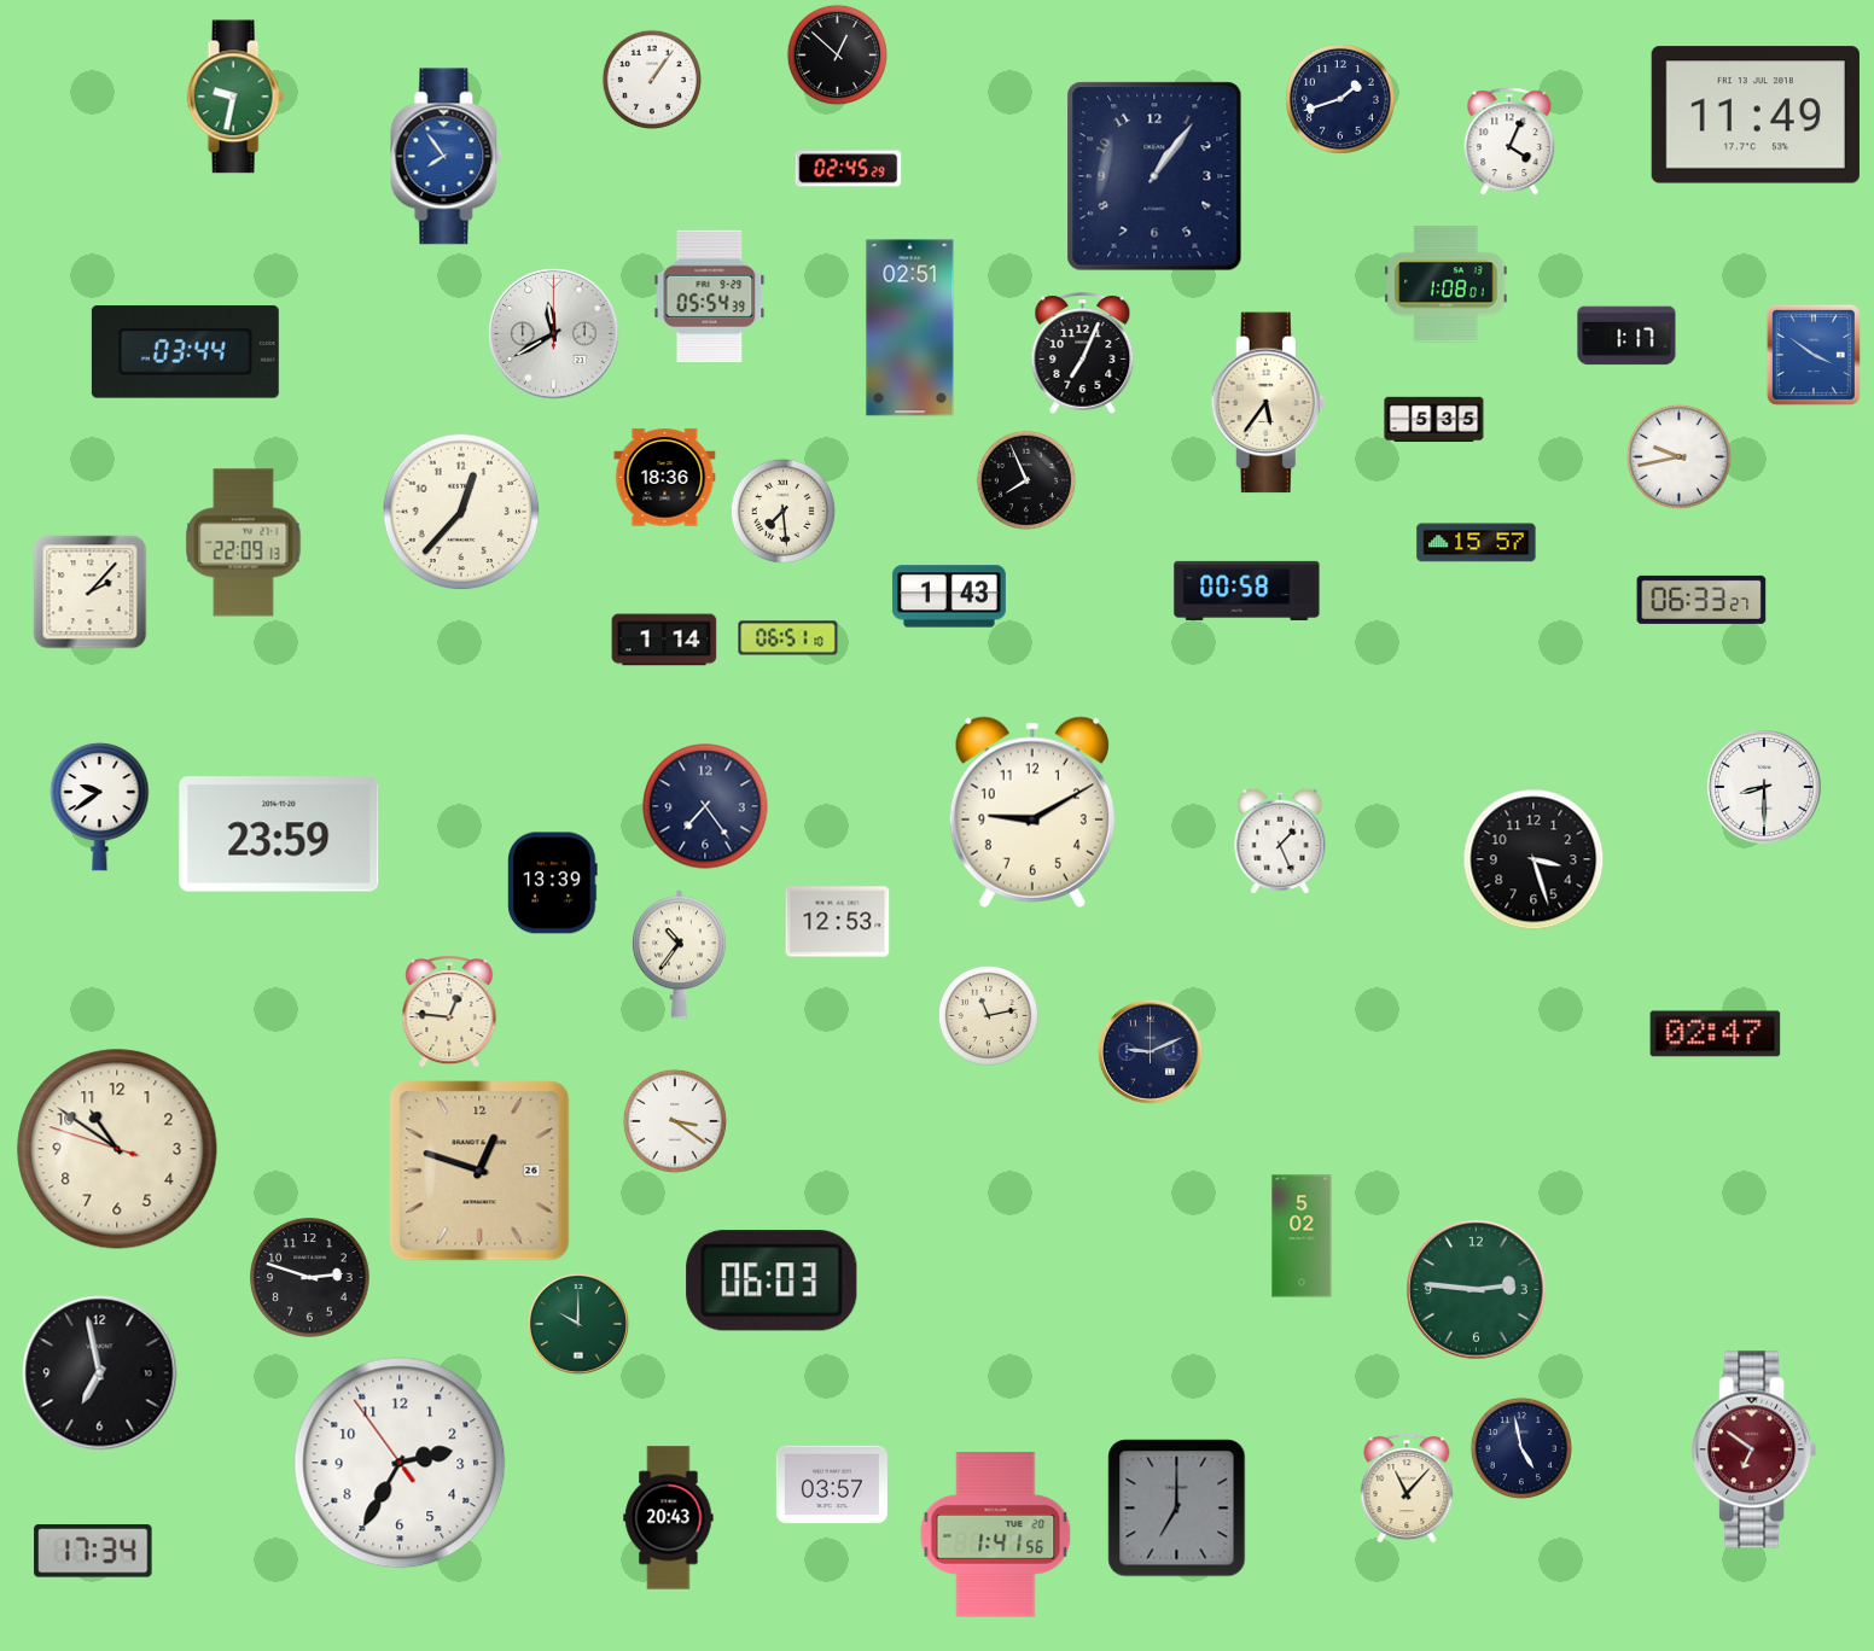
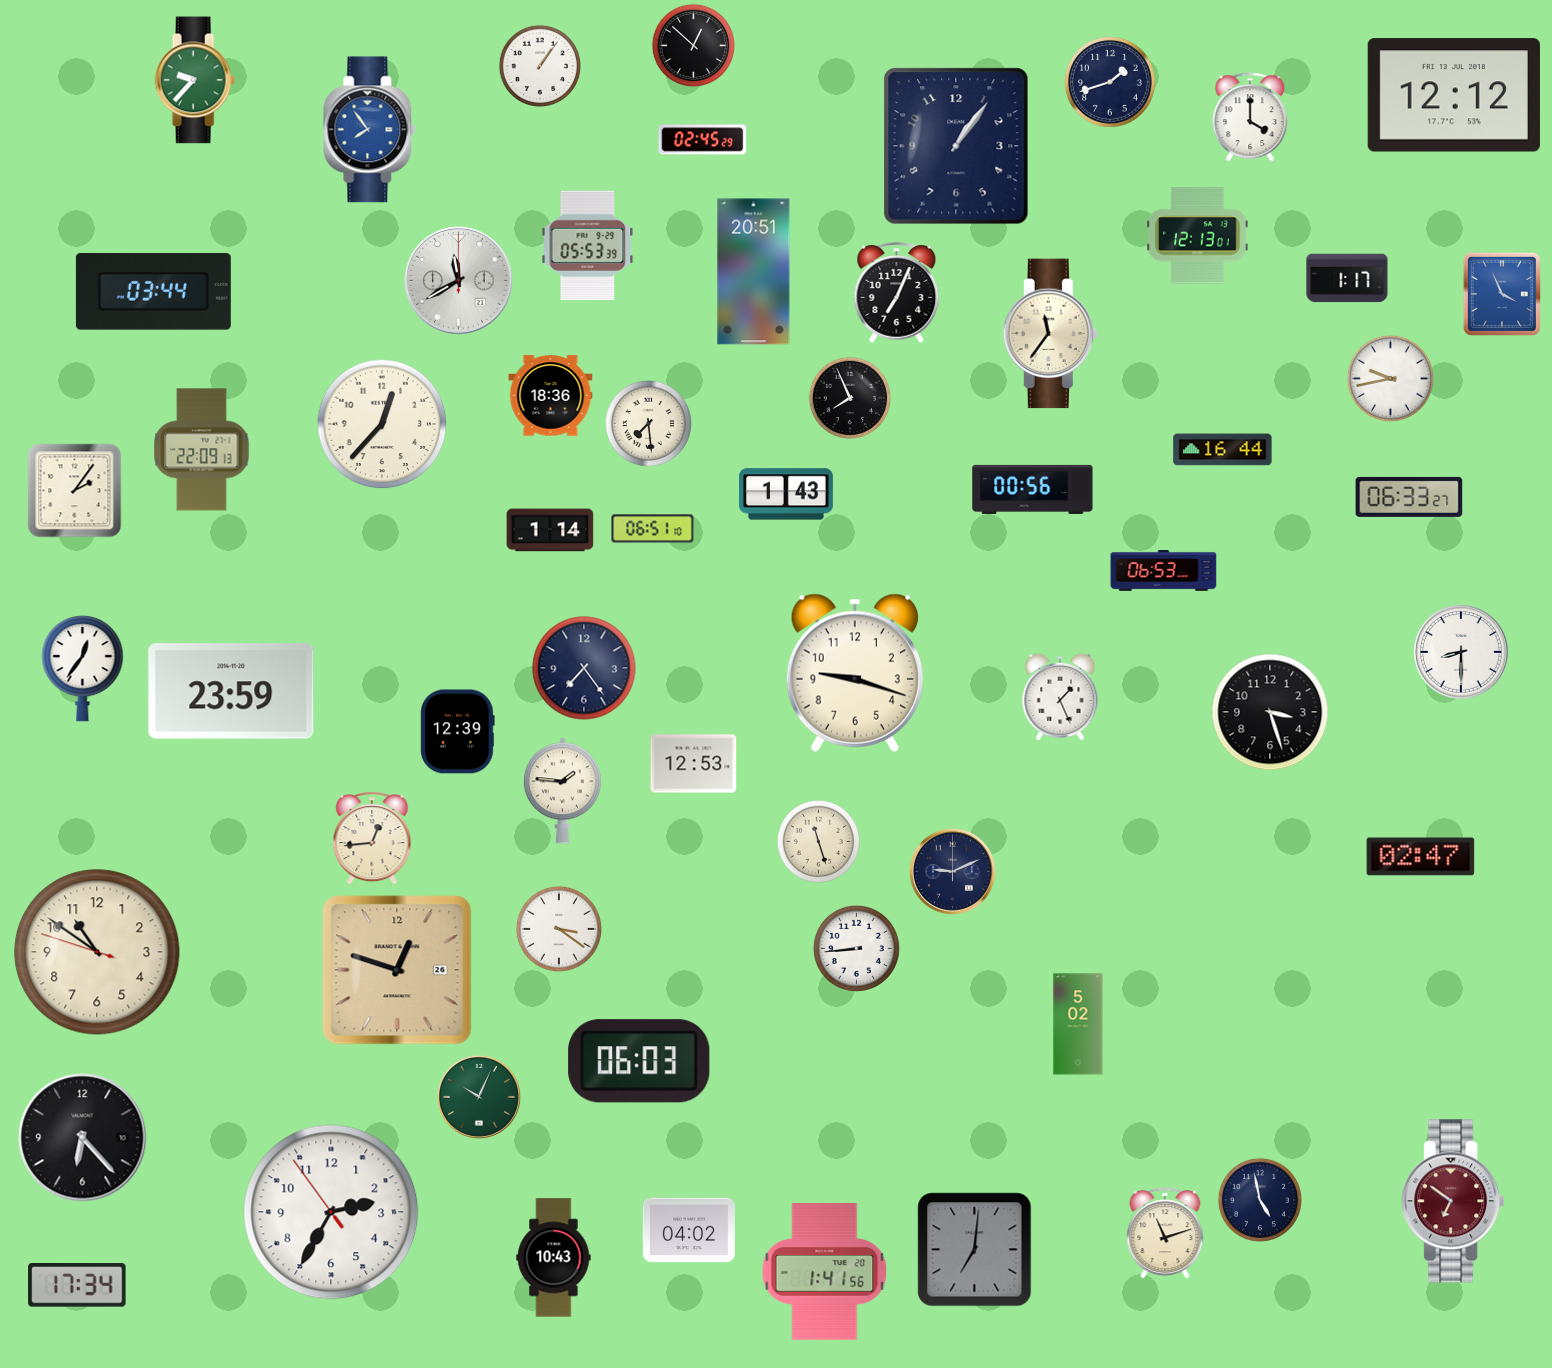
clock at (235, 97): 9:32 -> 9:37
clock at (1756, 115): 11:49 -> 12:12
clock at (1509, 141): 4:04 -> 4:00
clock at (1447, 285): 1:08 -> 12:13
clock at (710, 297): 05:54 -> 05:53
clock at (910, 328): 02:51 -> 20:51
clock at (554, 334) position: (554, 334) -> (459, 281)
clock at (1814, 355): 3:51 -> 3:56
clock at (1268, 403): 5:36 -> 11:36
clock at (1434, 420): 5:35 -> none
clock at (1477, 543): 15:57 -> 16:44
clock at (1247, 590): 00:58 -> 00:56
clock at (91, 593): 2:07 -> 2:06
clock at (1164, 570): none -> 06:53
clock at (100, 806): 9:39 -> 12:36
clock at (1032, 812): 9:10 -> 9:18
clock at (553, 883): 13:39 -> 12:39
clock at (679, 955): 10:36 -> 1:46
clock at (449, 1013): 12:46 -> 12:44
clock at (988, 1015): 11:13 -> 11:27
clock at (856, 948): none -> 8:44
clock at (310, 1278): 2:48 -> none
clock at (1477, 1290): 2:46 -> none
clock at (578, 1324): 10:00 -> 10:04
clock at (100, 1373): 6:58 -> 6:23
clock at (832, 1484): 03:57 -> 04:02
clock at (1407, 1488): 11:07 -> 11:12
clock at (1177, 1509): 7:00 -> 7:01
clock at (669, 1518): 20:43 -> 10:43
